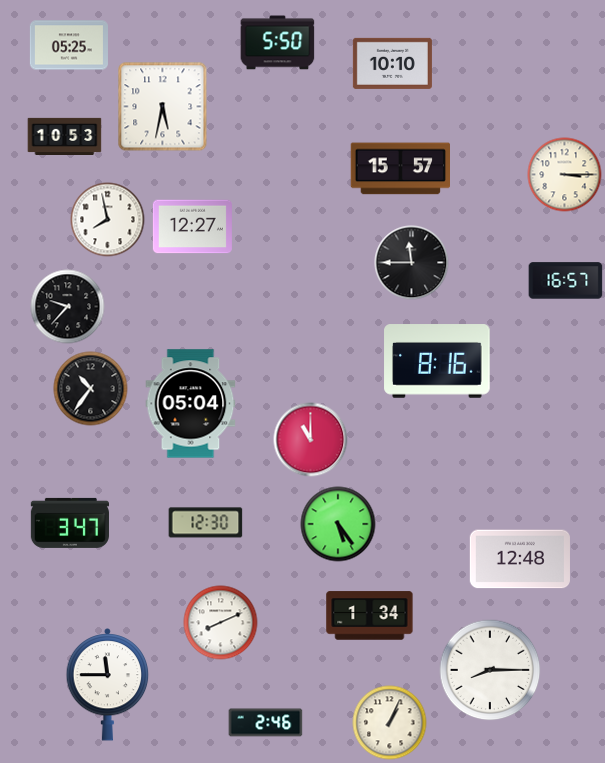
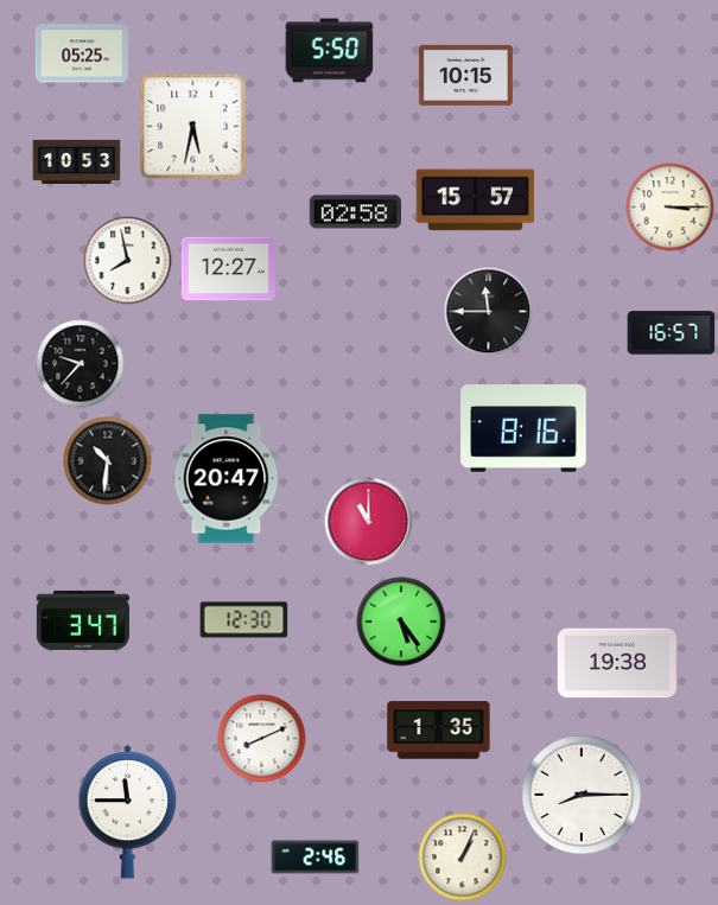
clock at (392, 63): 10:10 -> 10:15
clock at (355, 212): none -> 02:58
clock at (437, 361) position: (437, 361) -> (523, 428)
clock at (91, 389): 10:36 -> 10:31
clock at (191, 404): 05:04 -> 20:47
clock at (520, 559): 12:48 -> 19:38
clock at (370, 616): 1:34 -> 1:35
